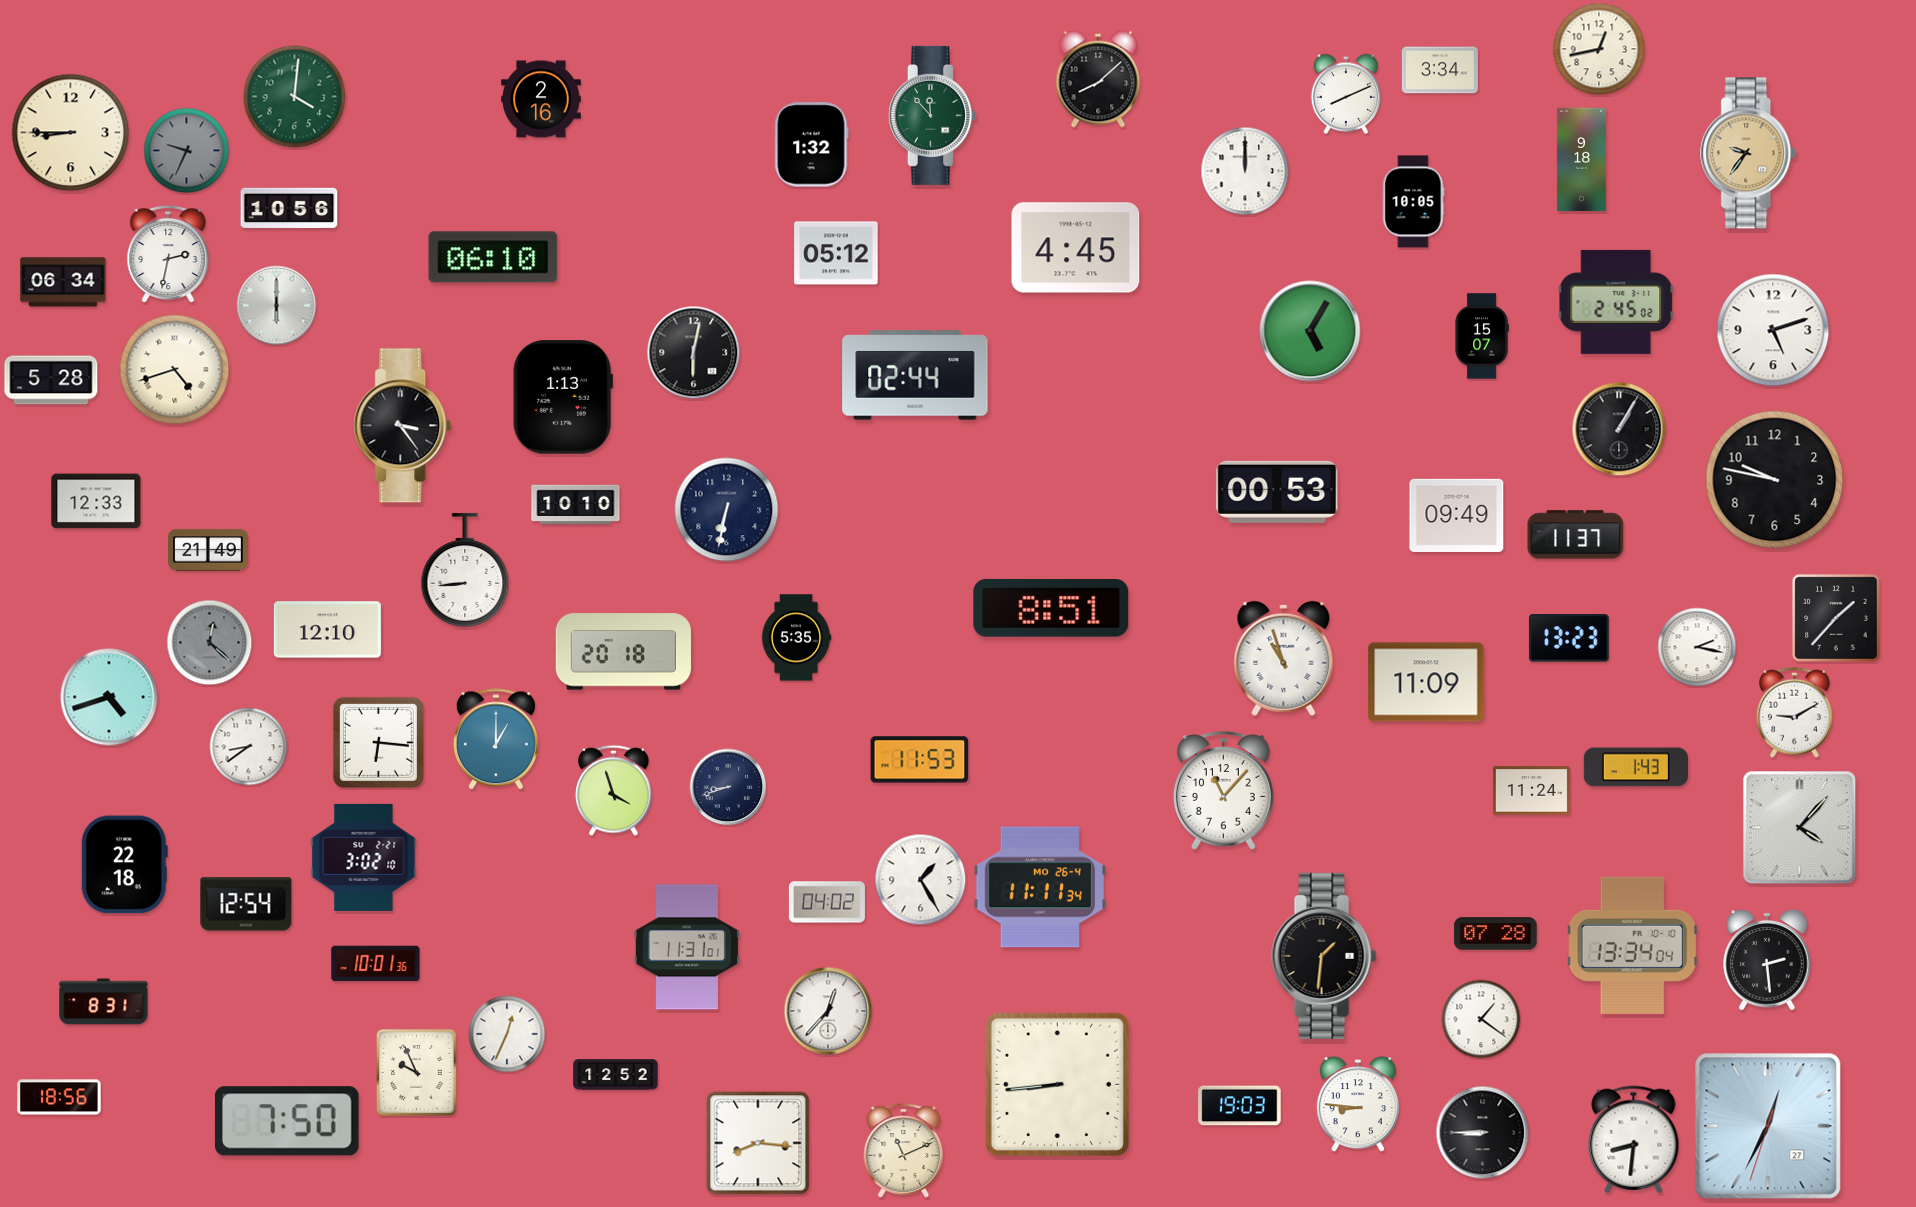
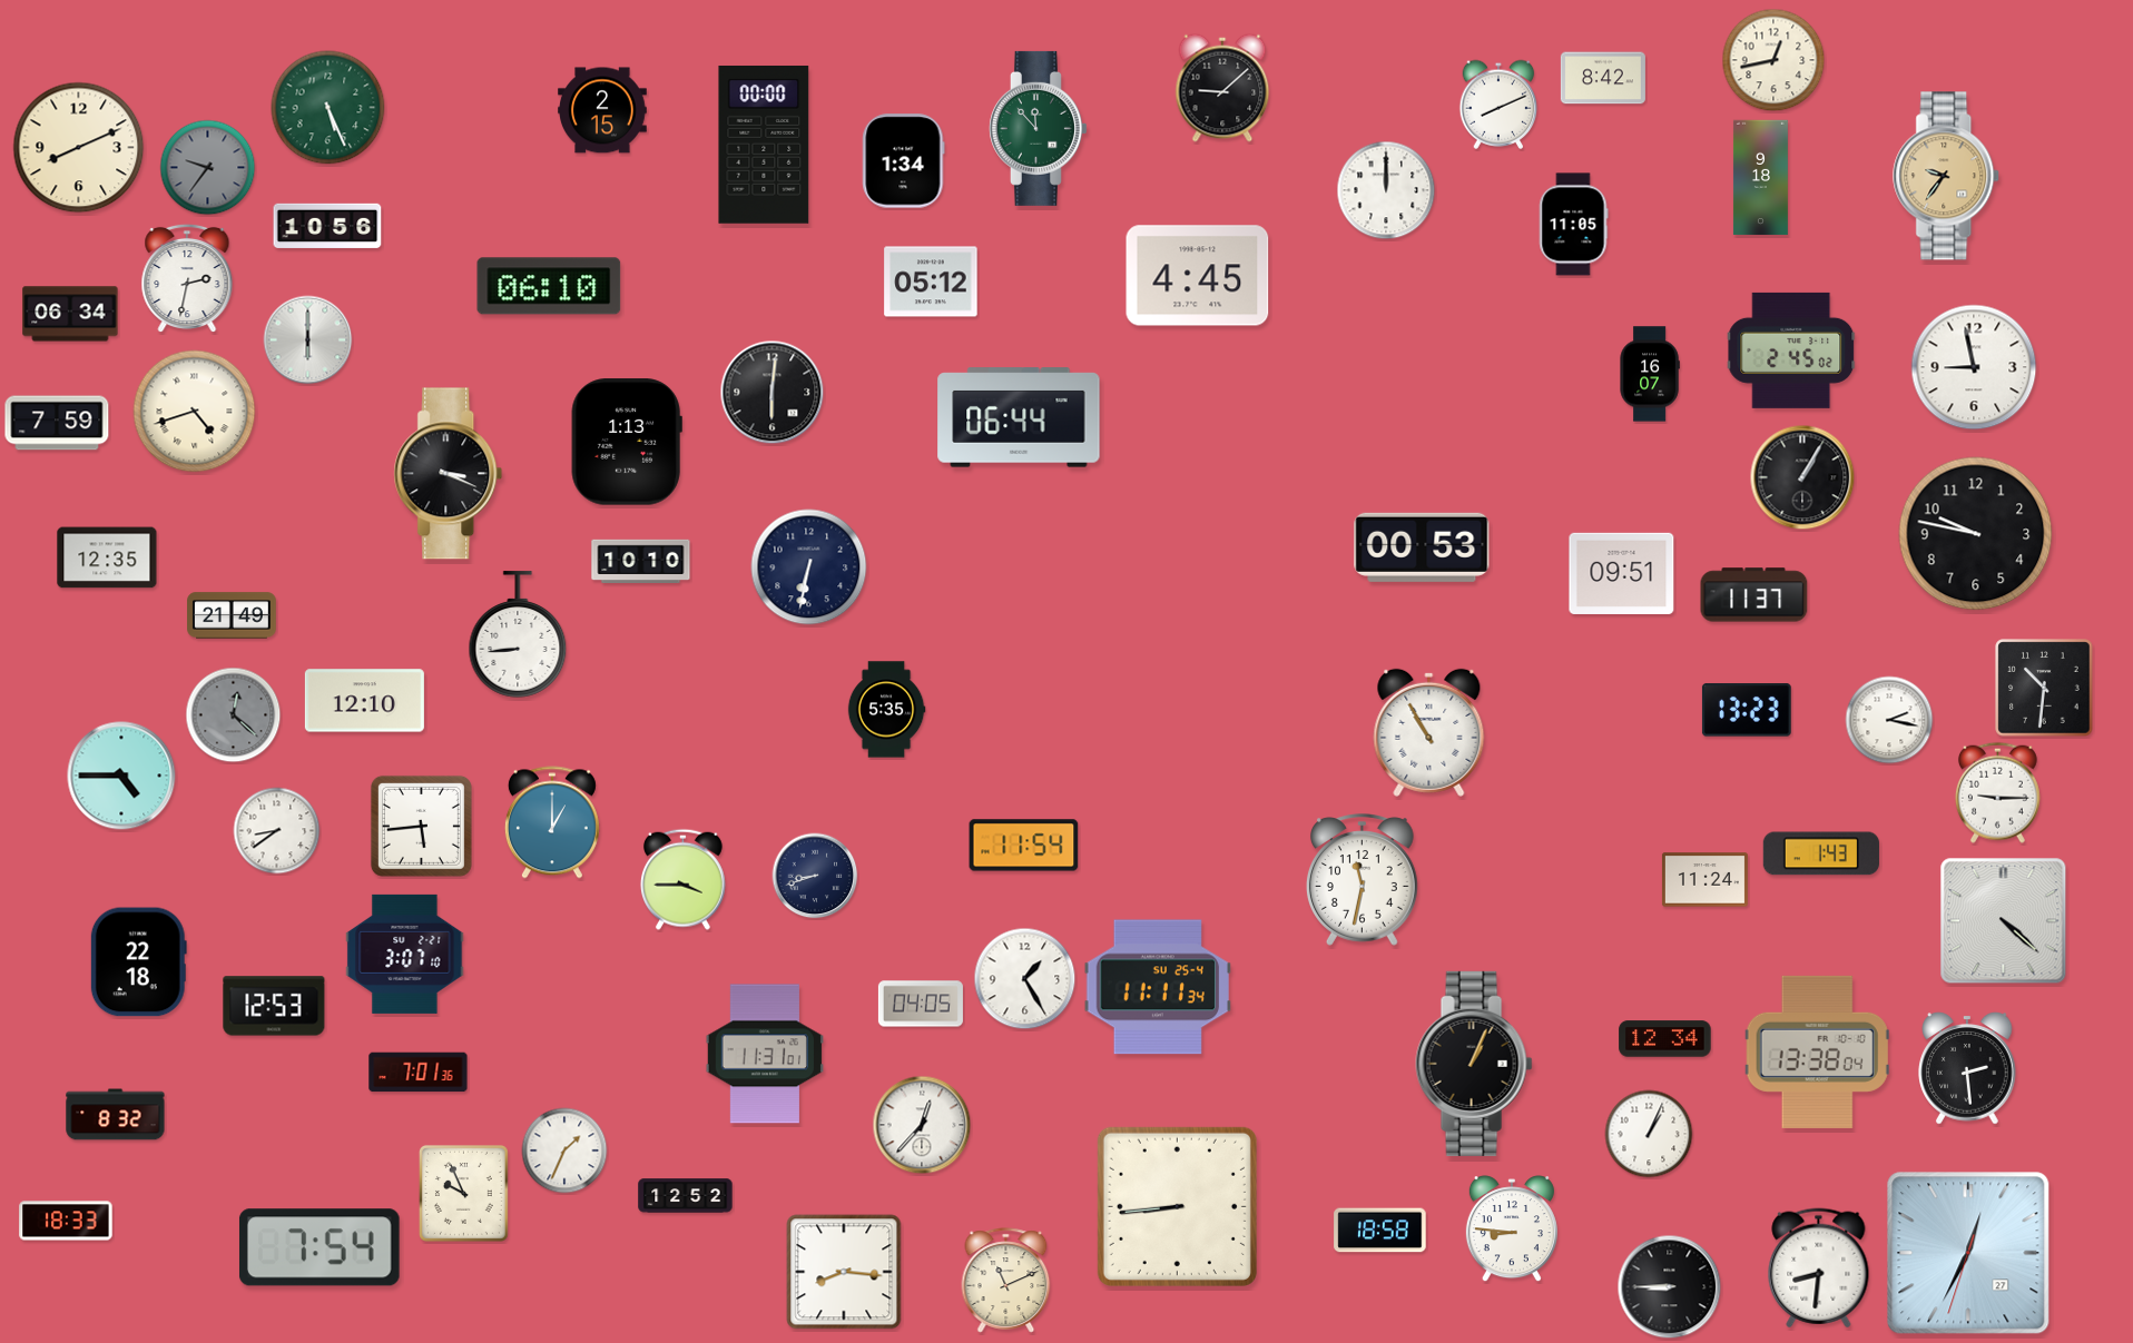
clock at (1599, 49) position: (1599, 49) -> (1773, 60)
clock at (1440, 70): 3:34 -> 8:42
clock at (1098, 79): 8:08 -> 9:08
clock at (295, 97): 4:01 -> 5:26
clock at (541, 99): 2:16 -> 2:15
clock at (764, 145): none -> 00:00
clock at (71, 133): 8:45 -> 8:11
clock at (812, 145): 1:32 -> 1:34
clock at (187, 151): 9:34 -> 9:36
clock at (1749, 153) position: (1749, 153) -> (1947, 176)
clock at (1413, 202): 10:05 -> 11:05
clock at (289, 208) position: (289, 208) -> (327, 226)
clock at (168, 254) position: (168, 254) -> (187, 278)
clock at (1616, 302) position: (1616, 302) -> (1791, 350)
clock at (1773, 330): 5:12 -> 8:58
clock at (1310, 331): 5:05 -> none
clock at (1482, 336): 15:07 -> 16:07
clock at (694, 353): 6:02 -> 6:01
clock at (915, 375): 02:44 -> 06:44
clock at (51, 380): 5:28 -> 7:59
clock at (403, 426): 3:24 -> 3:19
clock at (96, 501): 12:33 -> 12:35
clock at (1457, 515): 09:49 -> 09:51
clock at (208, 550) position: (208, 550) -> (232, 615)
clock at (1051, 608): 8:51 -> none
clock at (1836, 618): 1:37 -> 10:31
clock at (623, 652): 20:18 -> none
clock at (1284, 658): 10:57 -> 10:55
clock at (1426, 682): 11:09 -> none
clock at (109, 697): 4:42 -> 4:45
clock at (1794, 712): 9:10 -> 9:15
clock at (378, 742): 6:16 -> 5:44
clock at (920, 760): 11:53 -> 11:54
clock at (728, 787) position: (728, 787) -> (815, 876)
clock at (613, 790): 3:57 -> 3:45
clock at (1223, 791): 11:07 -> 11:32
clock at (1800, 828): 4:07 -> 4:22
clock at (364, 857): 3:02 -> 3:07
clock at (1040, 887) date: MO 26-4 -> SU 25-4
clock at (827, 902): 04:02 -> 04:05
clock at (246, 904): 12:54 -> 12:53
clock at (1496, 934): 07:28 -> 12:34
clock at (1632, 945): 13:34 -> 13:38
clock at (1324, 956): 1:31 -> 1:04
clock at (376, 964): 10:01 -> 7:01
clock at (104, 1002): 8:31 -> 8:32
clock at (1481, 1019): 1:21 -> 1:04
clock at (507, 1034): 12:34 -> 1:34
clock at (59, 1097): 18:56 -> 18:33
clock at (1240, 1106): 19:03 -> 18:58
clock at (287, 1121): 7:50 -> 7:54
clock at (1483, 1133) position: (1483, 1133) -> (1670, 1287)
